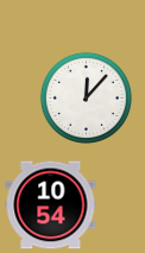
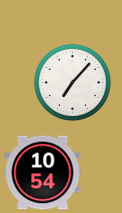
clock at (86, 97): 12:07 -> 7:07
